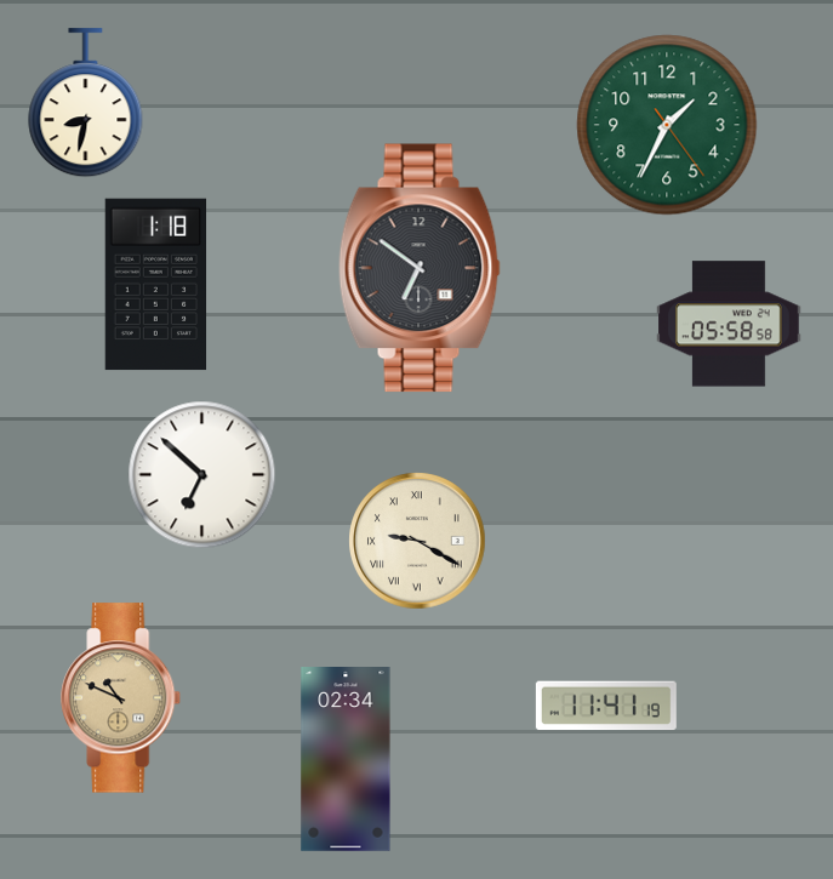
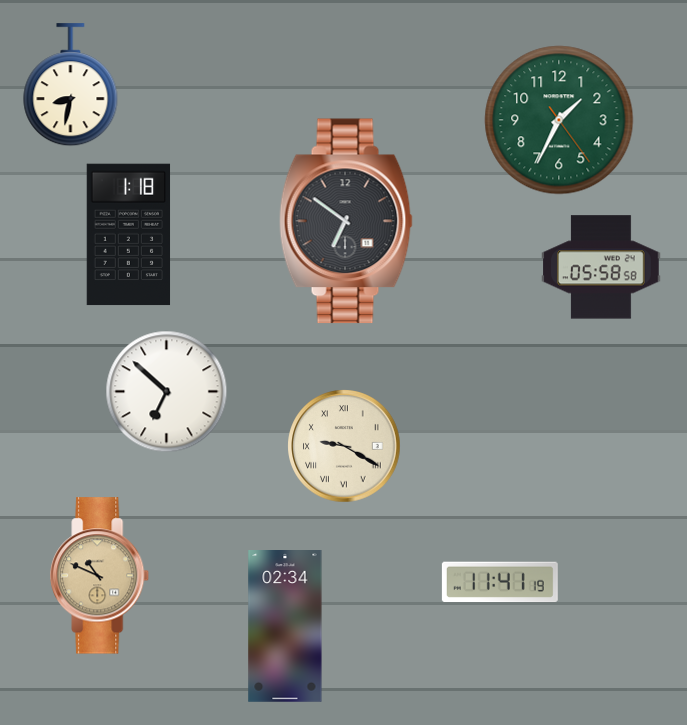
clock at (667, 125) position: (667, 125) -> (559, 120)
